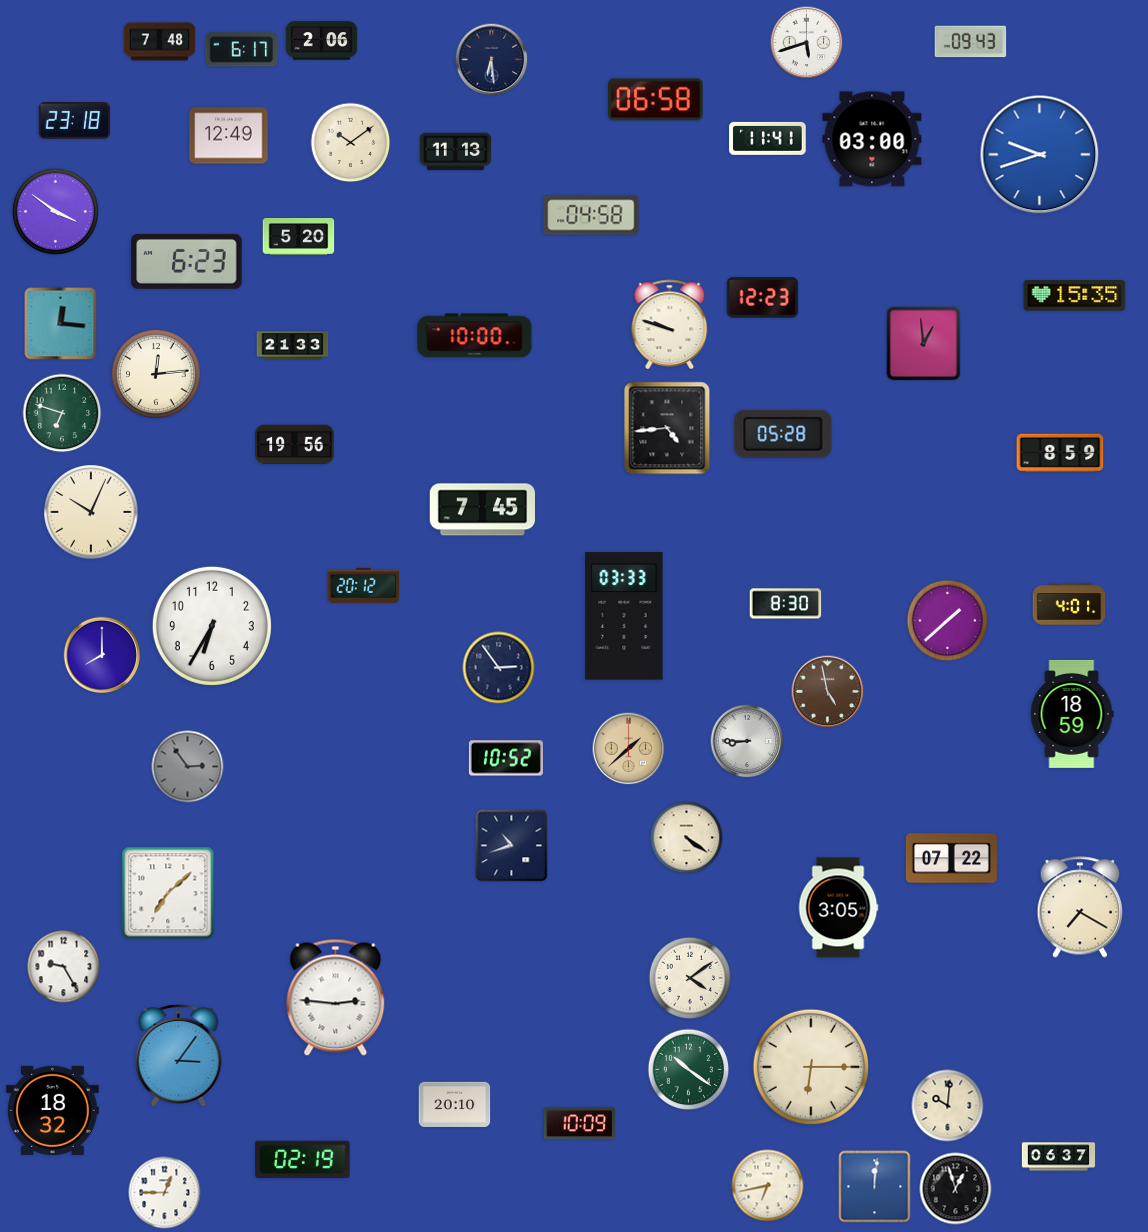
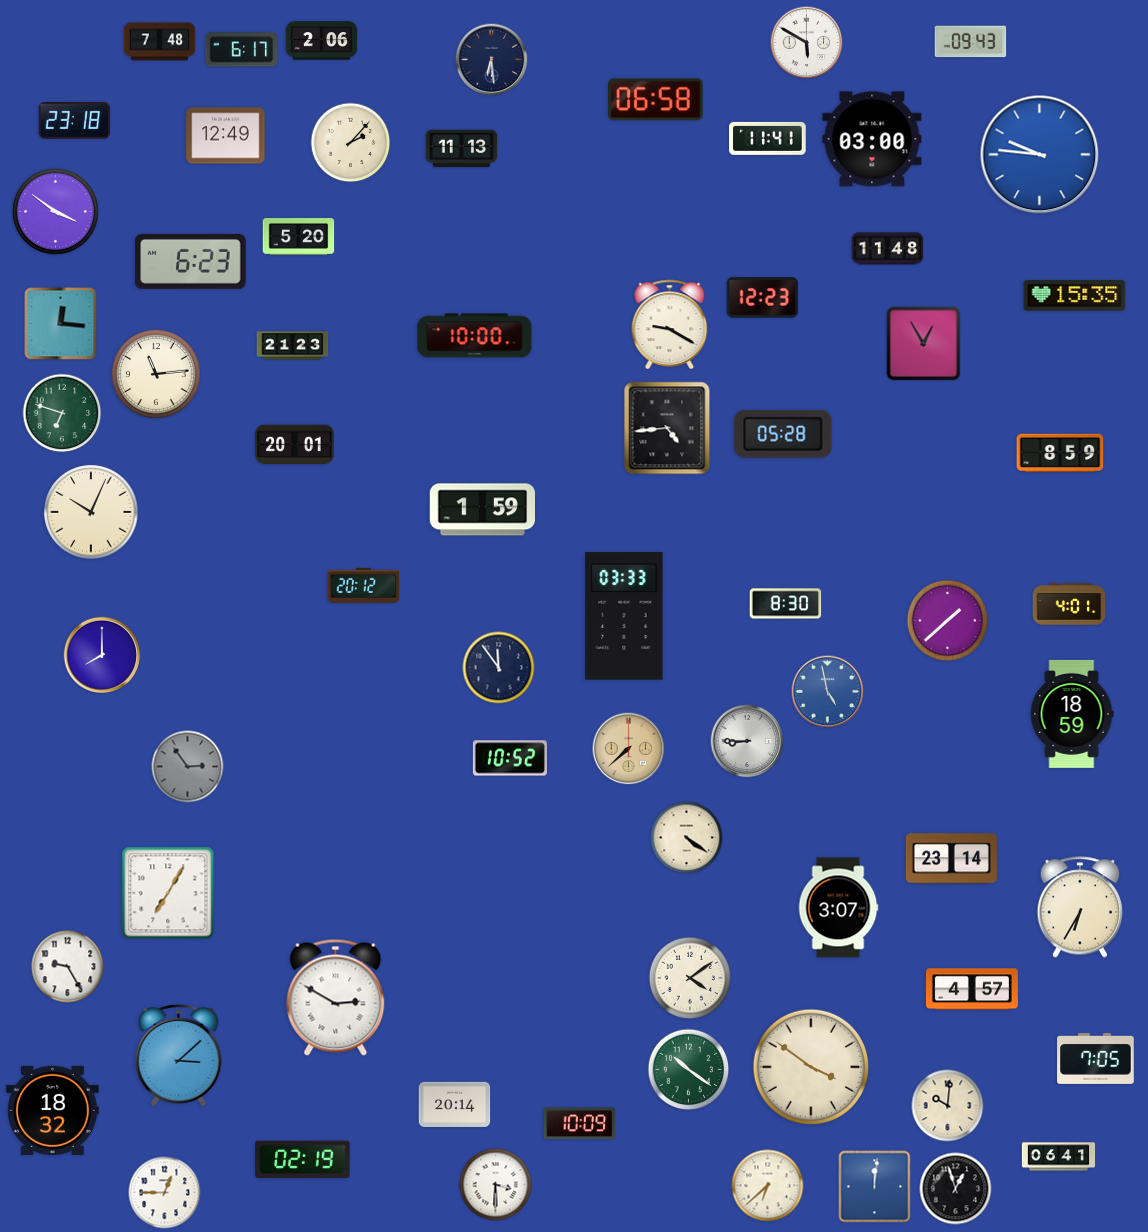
clock at (807, 43): 5:42 -> 5:50
clock at (229, 136) position: (229, 136) -> (226, 136)
clock at (351, 143): 10:09 -> 2:07
clock at (456, 152) position: (456, 152) -> (462, 149)
clock at (1040, 155): 9:42 -> 9:46
clock at (591, 215): 04:58 -> none
clock at (888, 249): none -> 11:48
clock at (187, 261) position: (187, 261) -> (191, 261)
clock at (670, 324): 9:48 -> 9:20
clock at (924, 344): 12:59 -> 12:55
clock at (293, 346): 21:33 -> 21:23
clock at (157, 375): 12:14 -> 11:14
clock at (295, 445): 19:56 -> 20:01
clock at (483, 510): 7:45 -> 1:59
clock at (212, 626): 6:35 -> none
clock at (499, 668): 2:54 -> 11:54
clock at (828, 692) dial: brown -> blue
clock at (629, 749): 1:38 -> 7:38
clock at (506, 758) position: (506, 758) -> (510, 758)
clock at (512, 846): 10:42 -> none
clock at (951, 859): 07:22 -> 23:14
clock at (168, 893): 7:08 -> 7:05
clock at (1079, 907): 7:20 -> 6:35
clock at (838, 908): 3:05 -> 3:07
clock at (64, 967) position: (64, 967) -> (68, 967)
clock at (972, 989): none -> 4:57
clock at (336, 997): 2:46 -> 2:50
clock at (179, 1056): 3:06 -> 3:08
clock at (1096, 1058): none -> 7:05
clock at (810, 1066): 6:15 -> 3:51
clock at (455, 1104): 20:10 -> 20:14
clock at (1059, 1157): 06:37 -> 06:41
clock at (496, 1185): none -> 3:30
clock at (768, 1186): 6:43 -> 6:38
